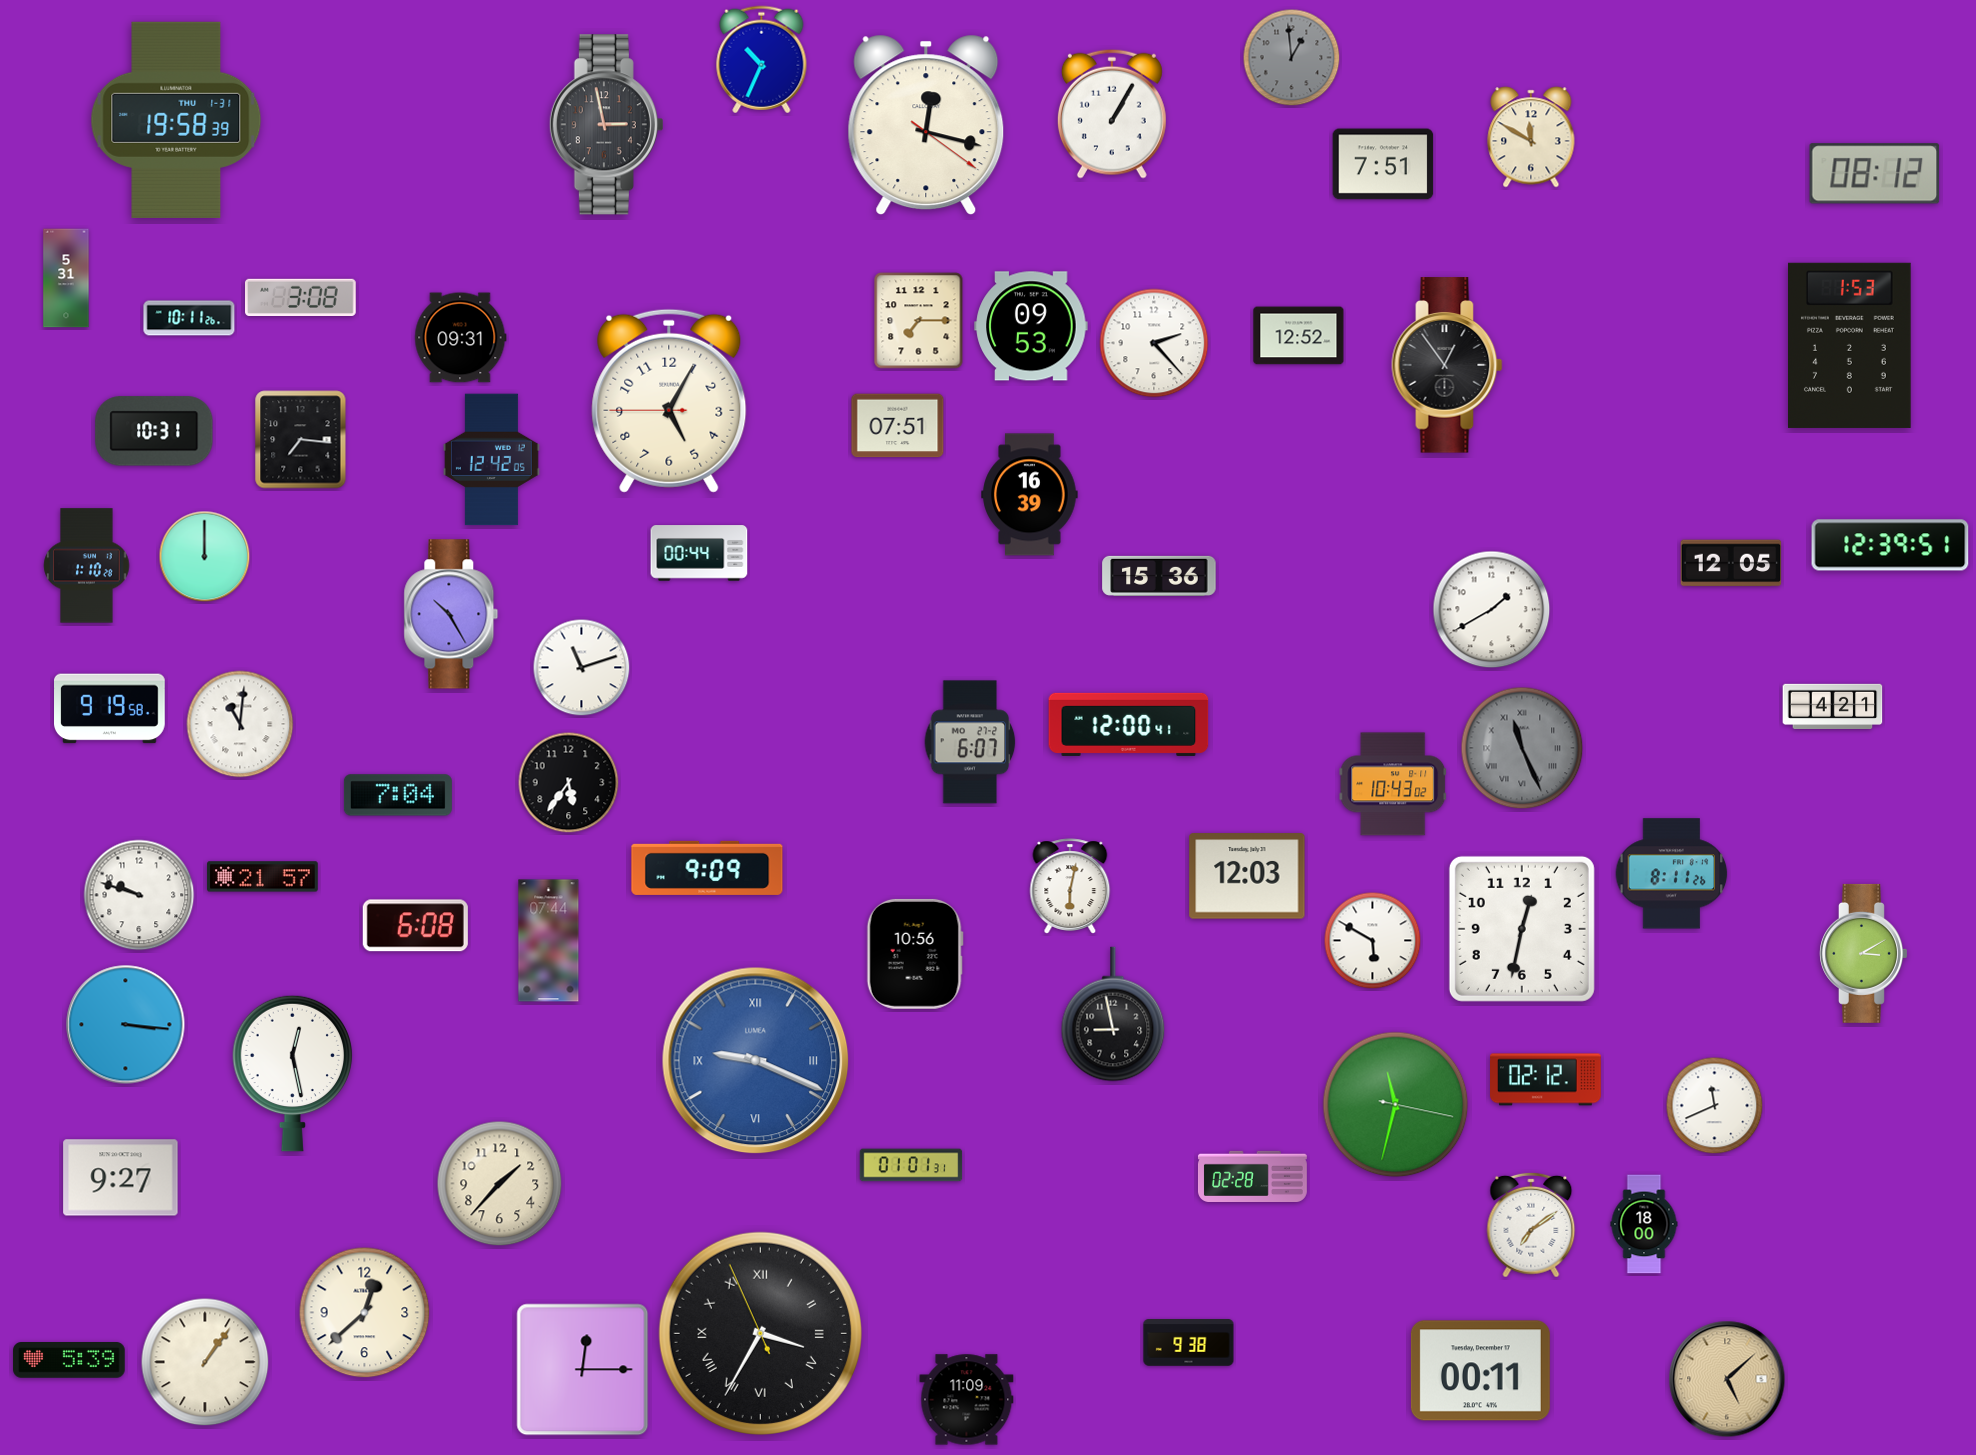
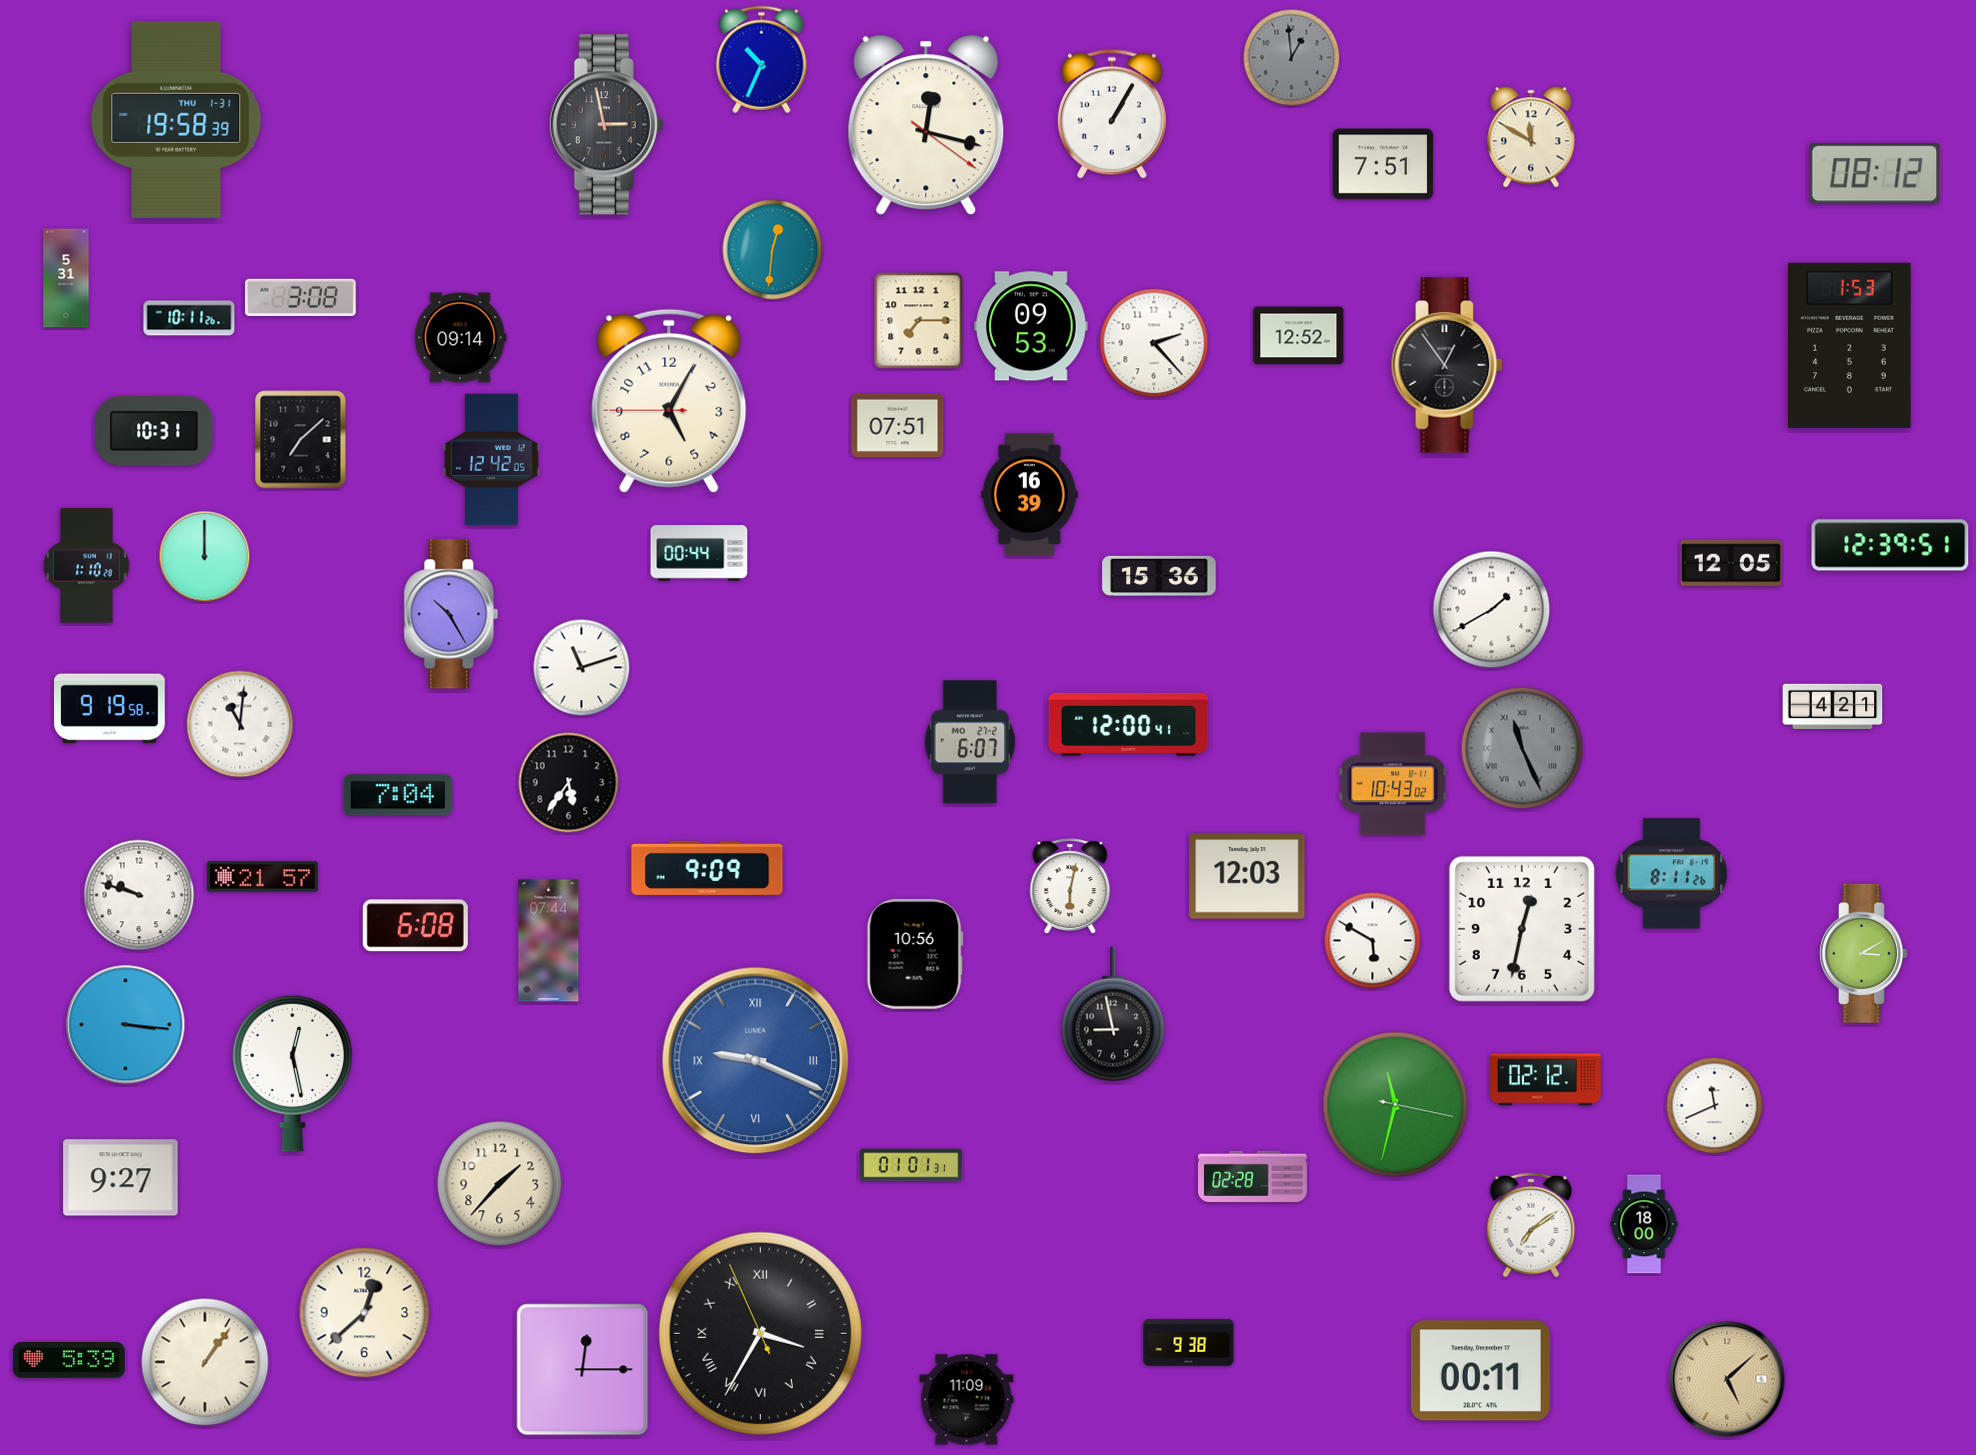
clock at (773, 250): none -> 12:31
clock at (461, 338): 09:31 -> 09:14
clock at (301, 440): 7:16 -> 7:08
